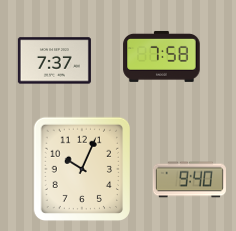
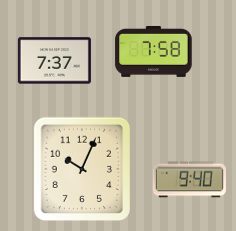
clock at (162, 56) position: (162, 56) -> (154, 51)
